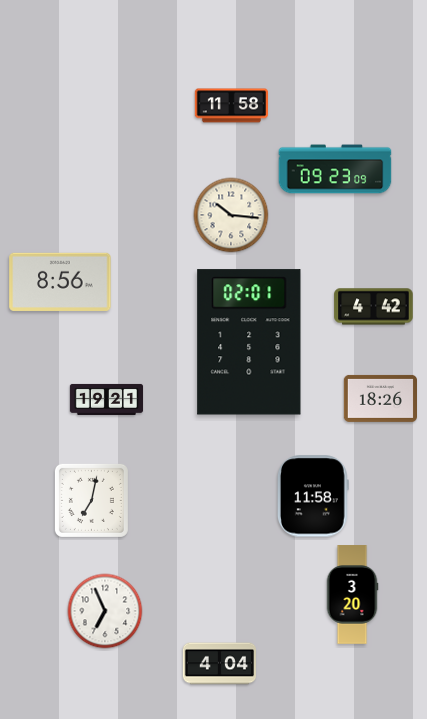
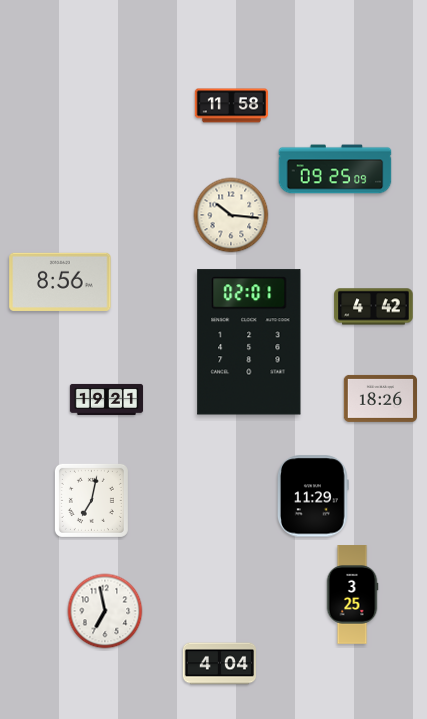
clock at (335, 169): 09:23 -> 09:25
clock at (313, 496): 11:58 -> 11:29
clock at (352, 595): 3:20 -> 3:25
clock at (105, 611): 6:56 -> 6:58
